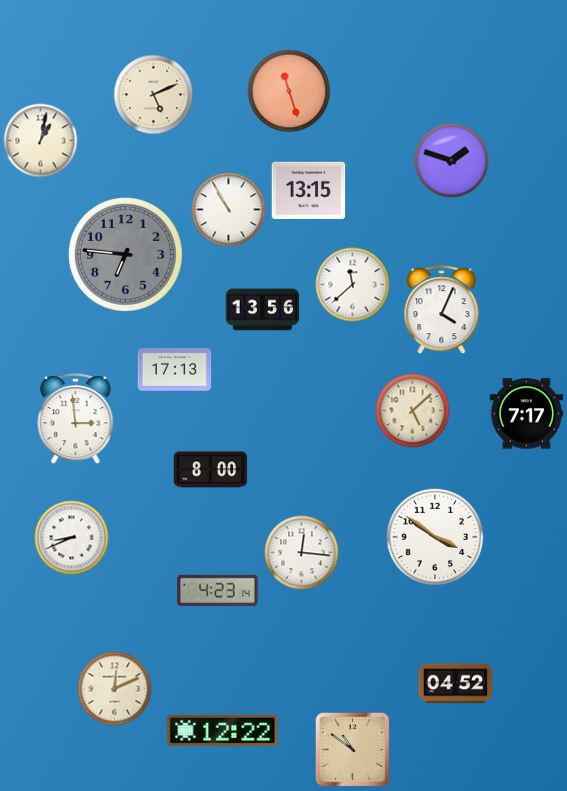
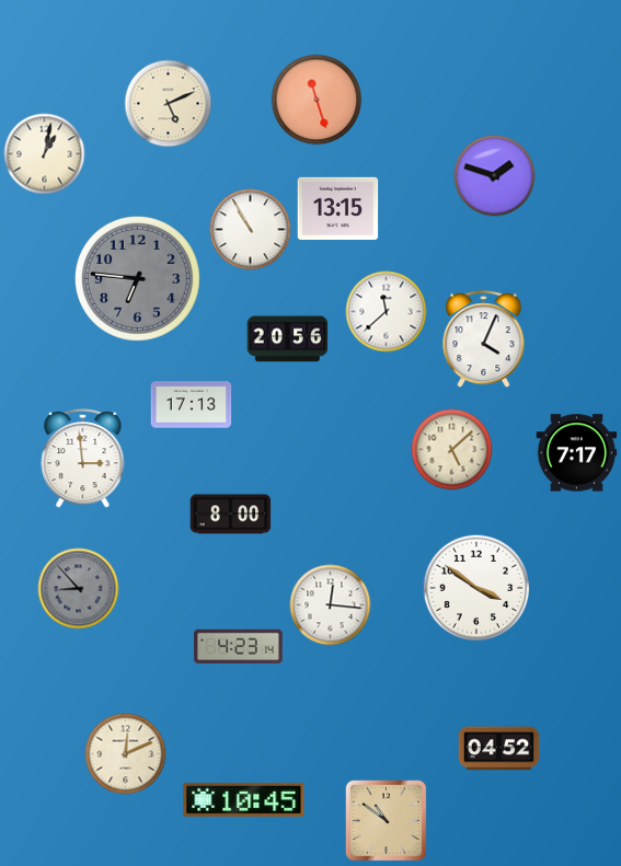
clock at (263, 310): 13:56 -> 20:56
clock at (72, 538): 8:41 -> 8:53
clock at (72, 538) dial: white -> grey
clock at (223, 730): 12:22 -> 10:45
